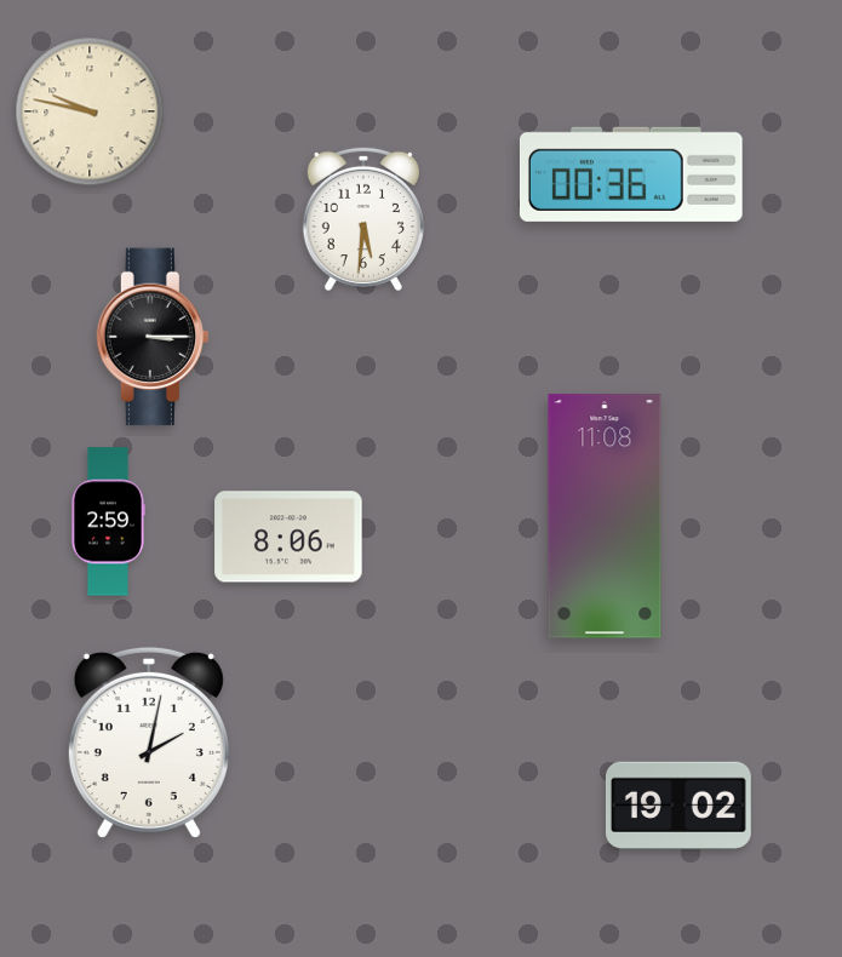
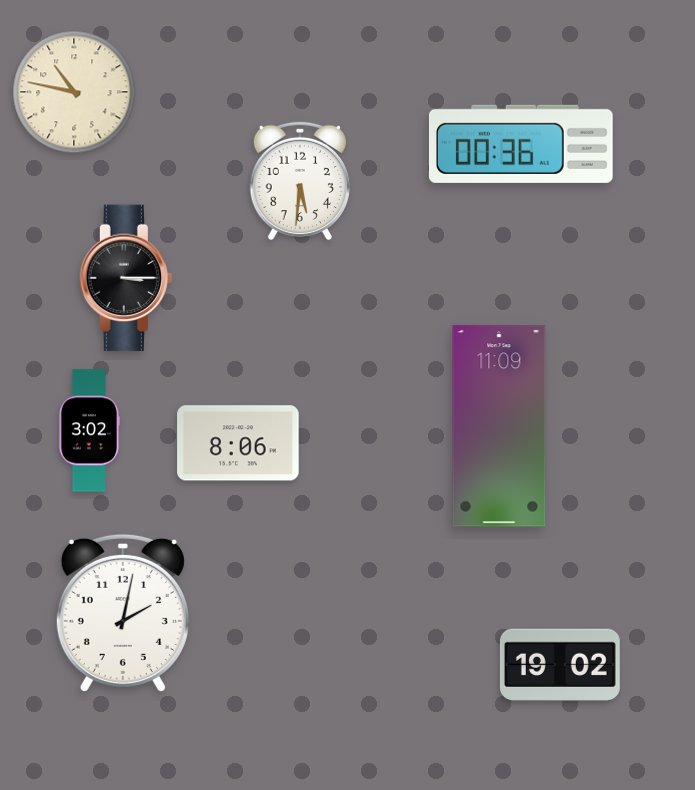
clock at (90, 111): 9:47 -> 10:47
clock at (605, 516): 11:08 -> 11:09
clock at (108, 522): 2:59 -> 3:02
